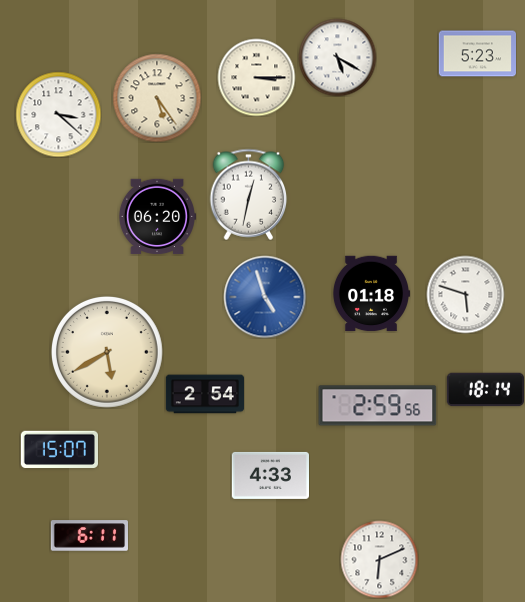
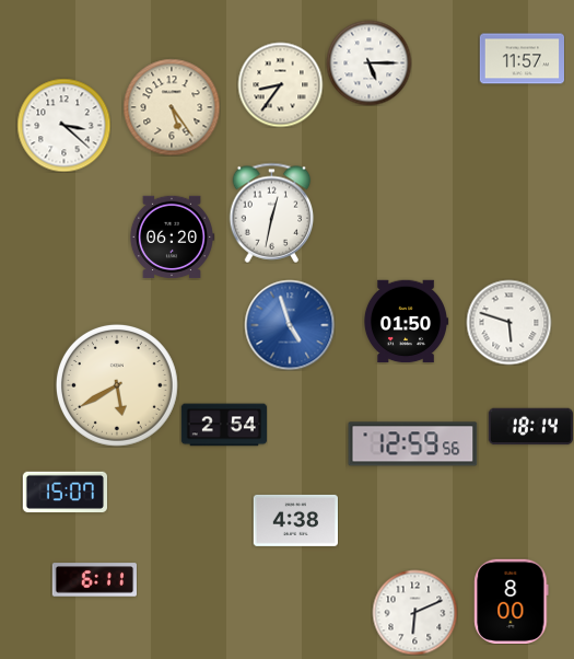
clock at (477, 54): 5:23 -> 11:57
clock at (337, 57): 5:20 -> 5:15
clock at (256, 77): 3:15 -> 8:36
clock at (371, 294): 01:18 -> 01:50
clock at (204, 394) position: (204, 394) -> (223, 425)
clock at (378, 406): 2:59 -> 12:59
clock at (270, 475): 4:33 -> 4:38
clock at (89, 536) position: (89, 536) -> (94, 580)
clock at (512, 601): none -> 8:00
